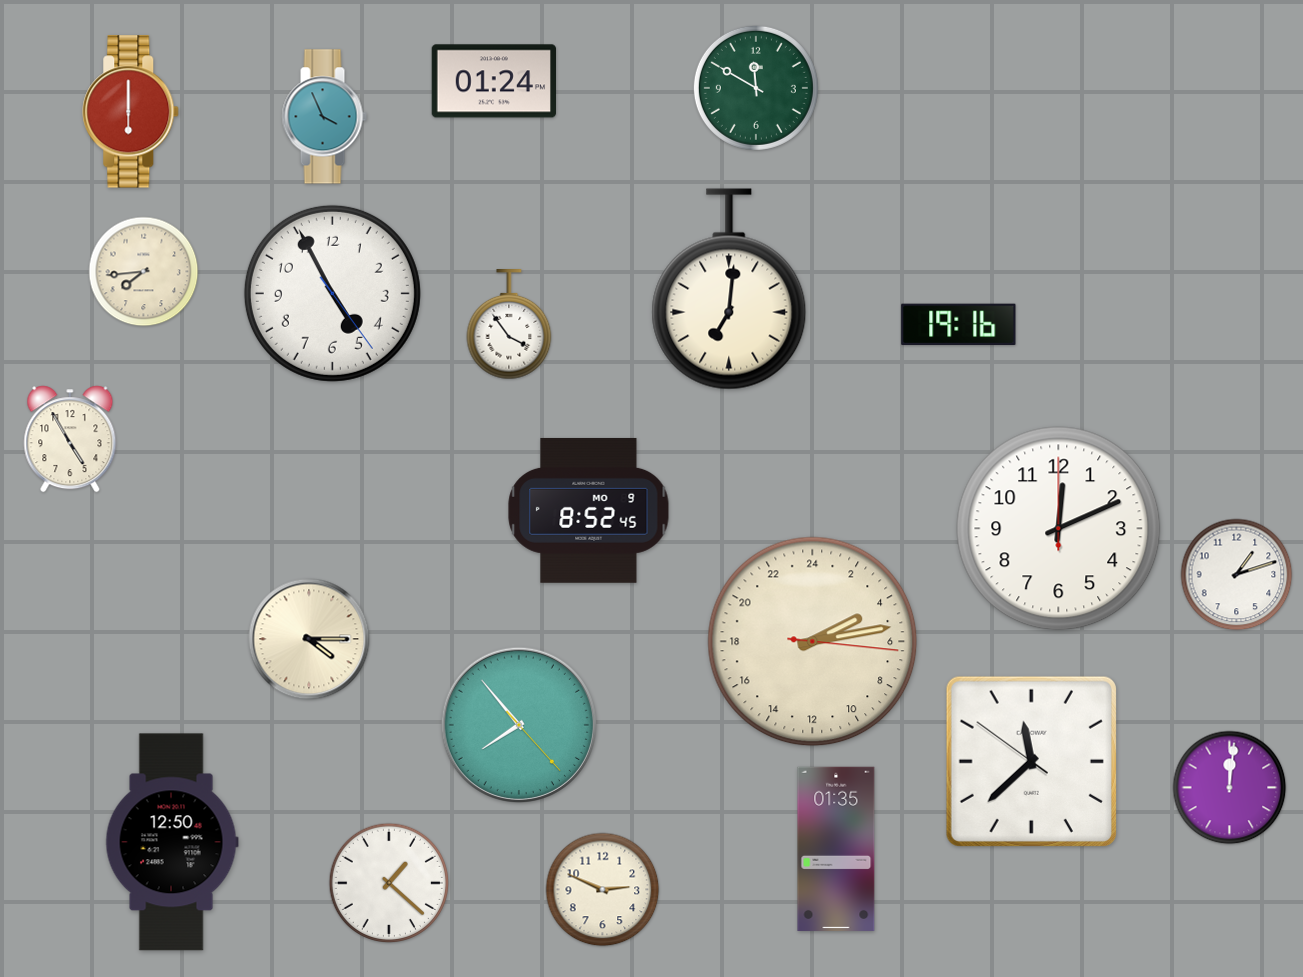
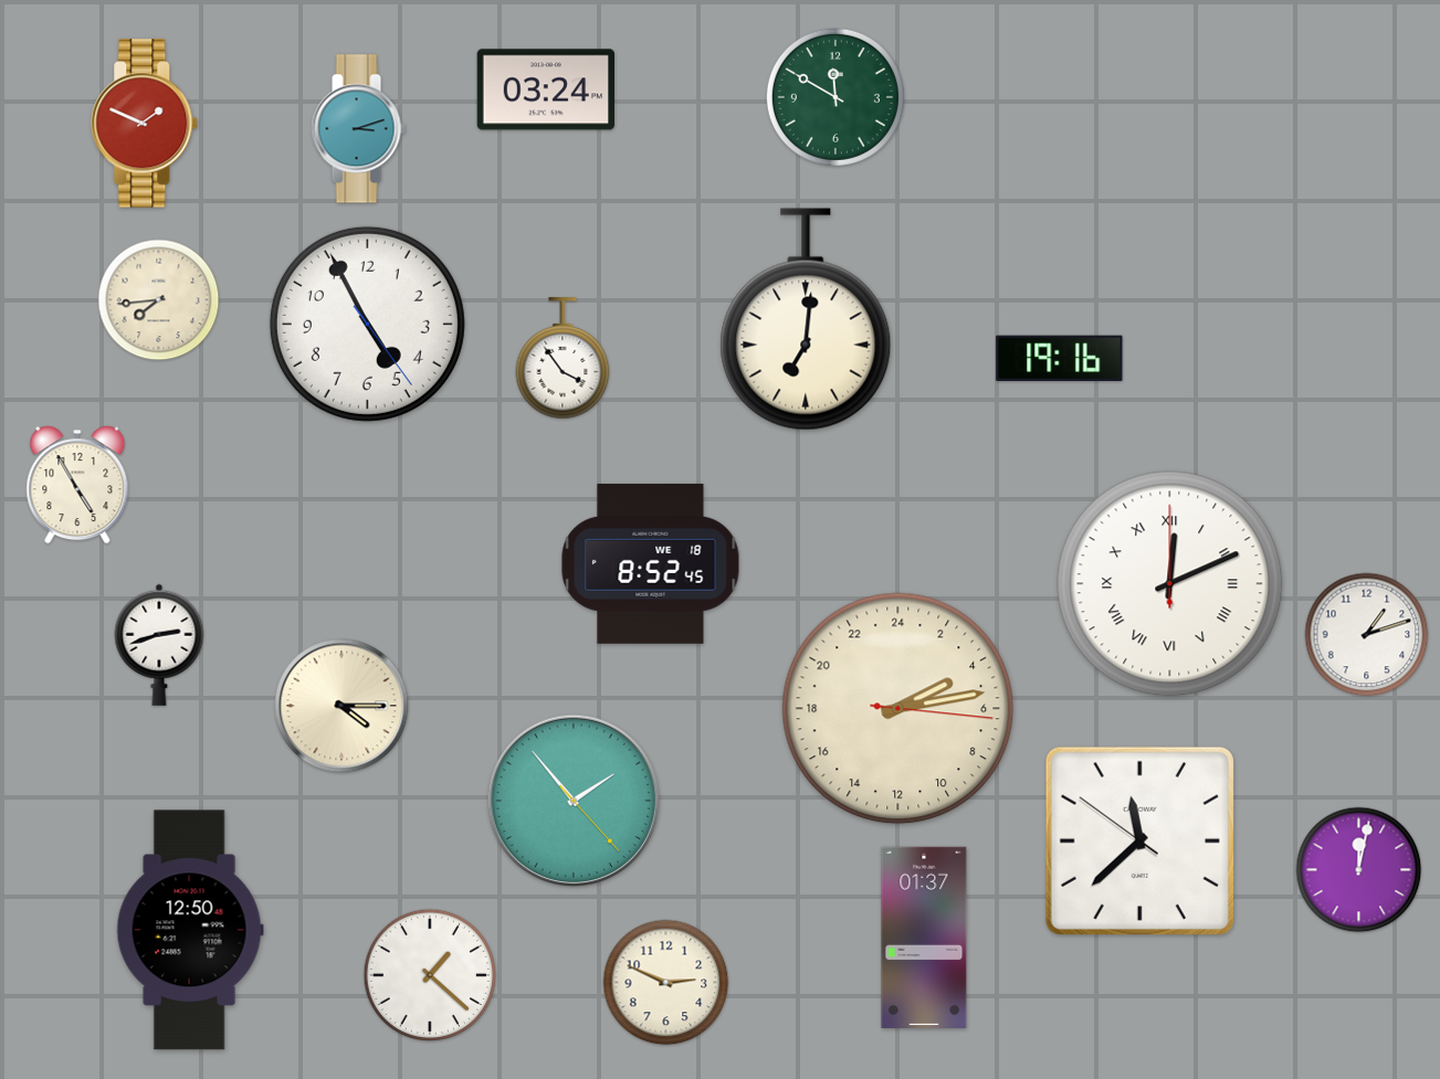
clock at (493, 81): 01:24 -> 03:24
clock at (131, 112): 6:00 -> 1:49
clock at (324, 117): 3:56 -> 3:12
clock at (589, 510) date: MO 9 -> WE 18
clock at (1059, 529) numerals: Arabic -> Roman
clock at (159, 645): none -> 2:42
clock at (519, 725): 7:53 -> 1:53
clock at (1230, 788): 12:01 -> 12:02
clock at (836, 849): 01:35 -> 01:37
